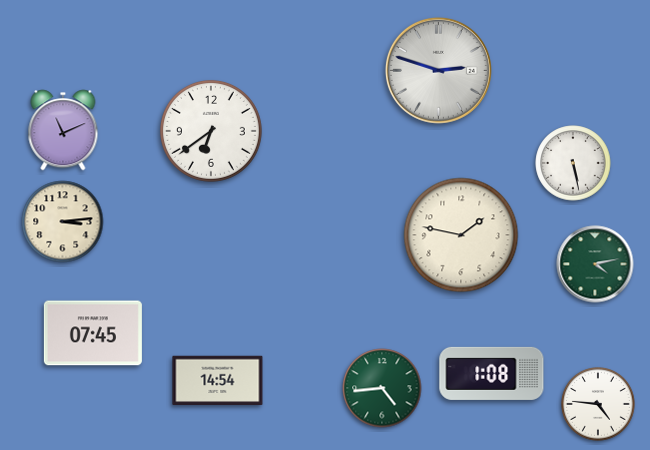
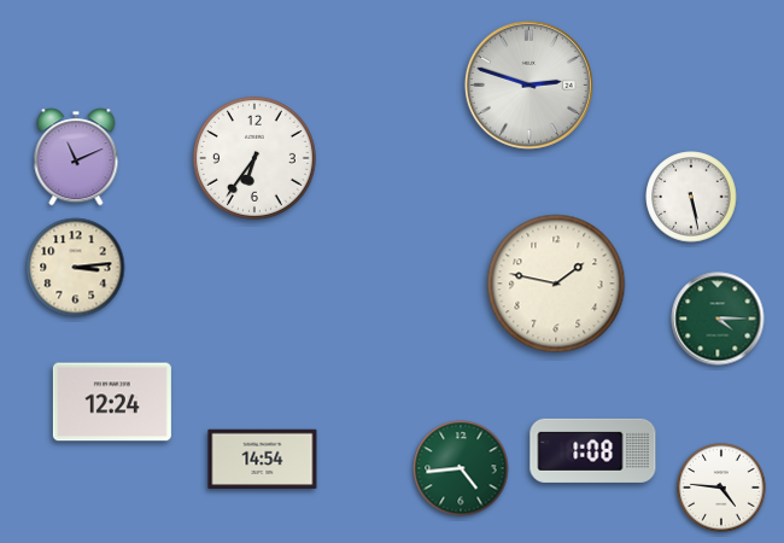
clock at (211, 131): 6:39 -> 6:36
clock at (595, 264): 4:13 -> 4:15
clock at (93, 333): 07:45 -> 12:24
